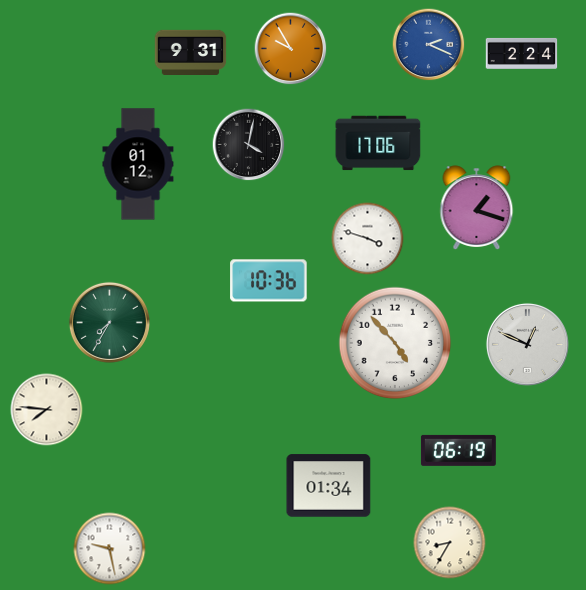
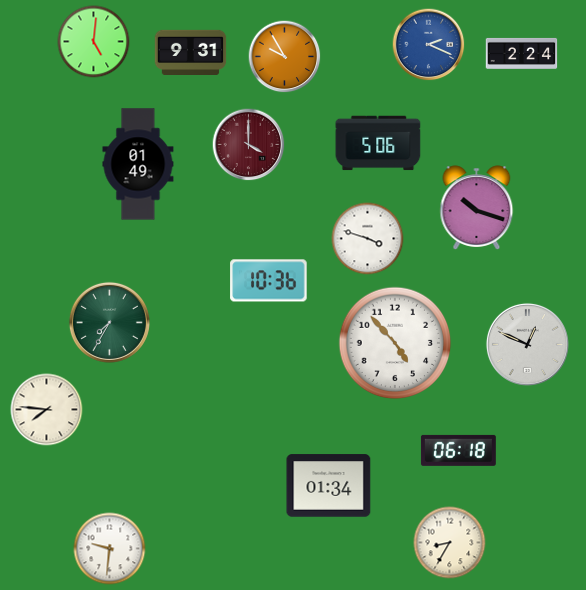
clock at (94, 42): none -> 5:01
clock at (291, 49) position: (291, 49) -> (285, 57)
clock at (378, 143): 17:06 -> 5:06
clock at (249, 145): 4:02 -> 4:00
clock at (249, 145) dial: black -> burgundy
clock at (138, 164): 01:12 -> 01:49
clock at (477, 208): 1:18 -> 10:18
clock at (458, 450): 06:19 -> 06:18
clock at (110, 549): 9:28 -> 9:31
